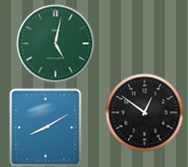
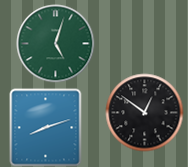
clock at (55, 43): 5:02 -> 5:03
clock at (46, 127): 8:10 -> 8:12
